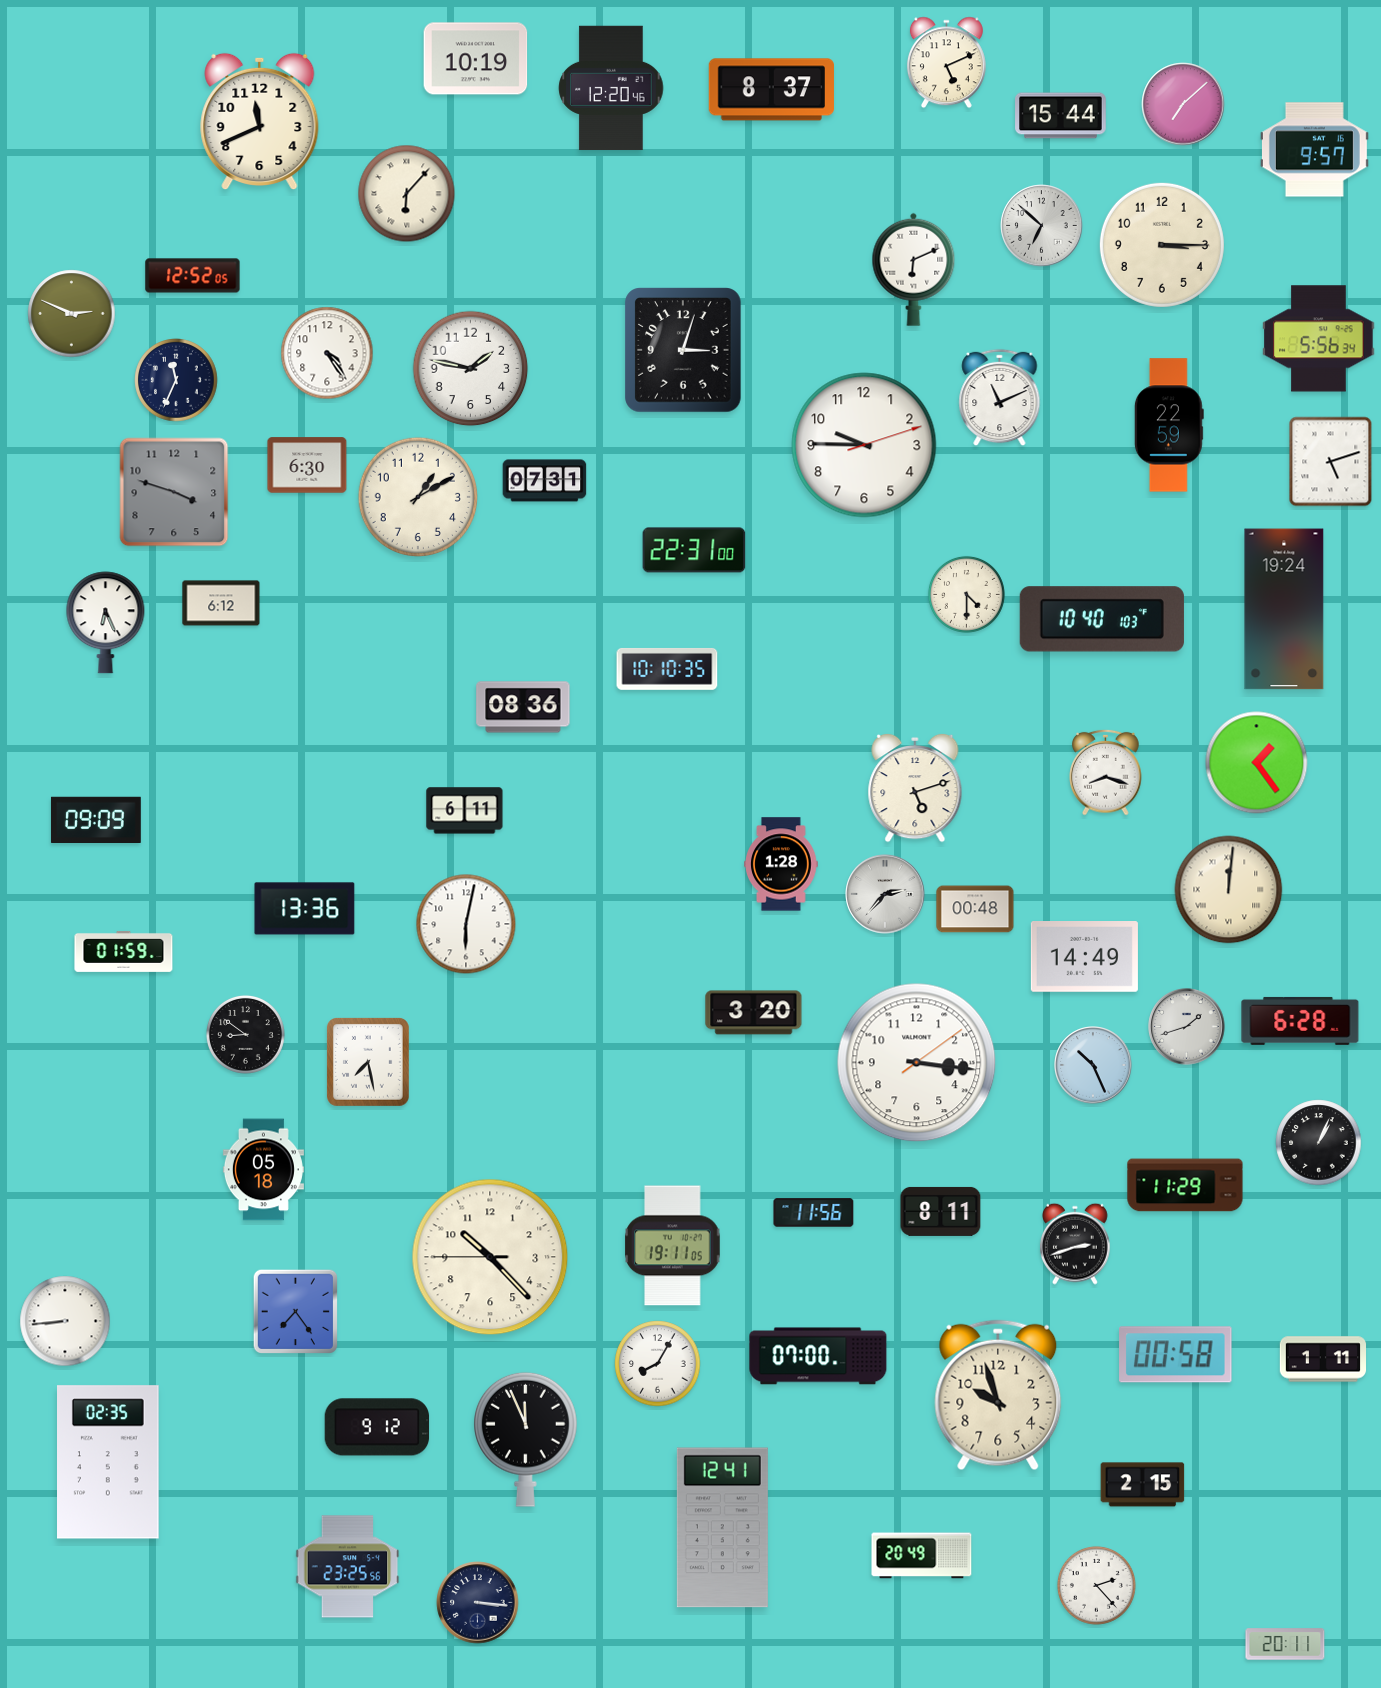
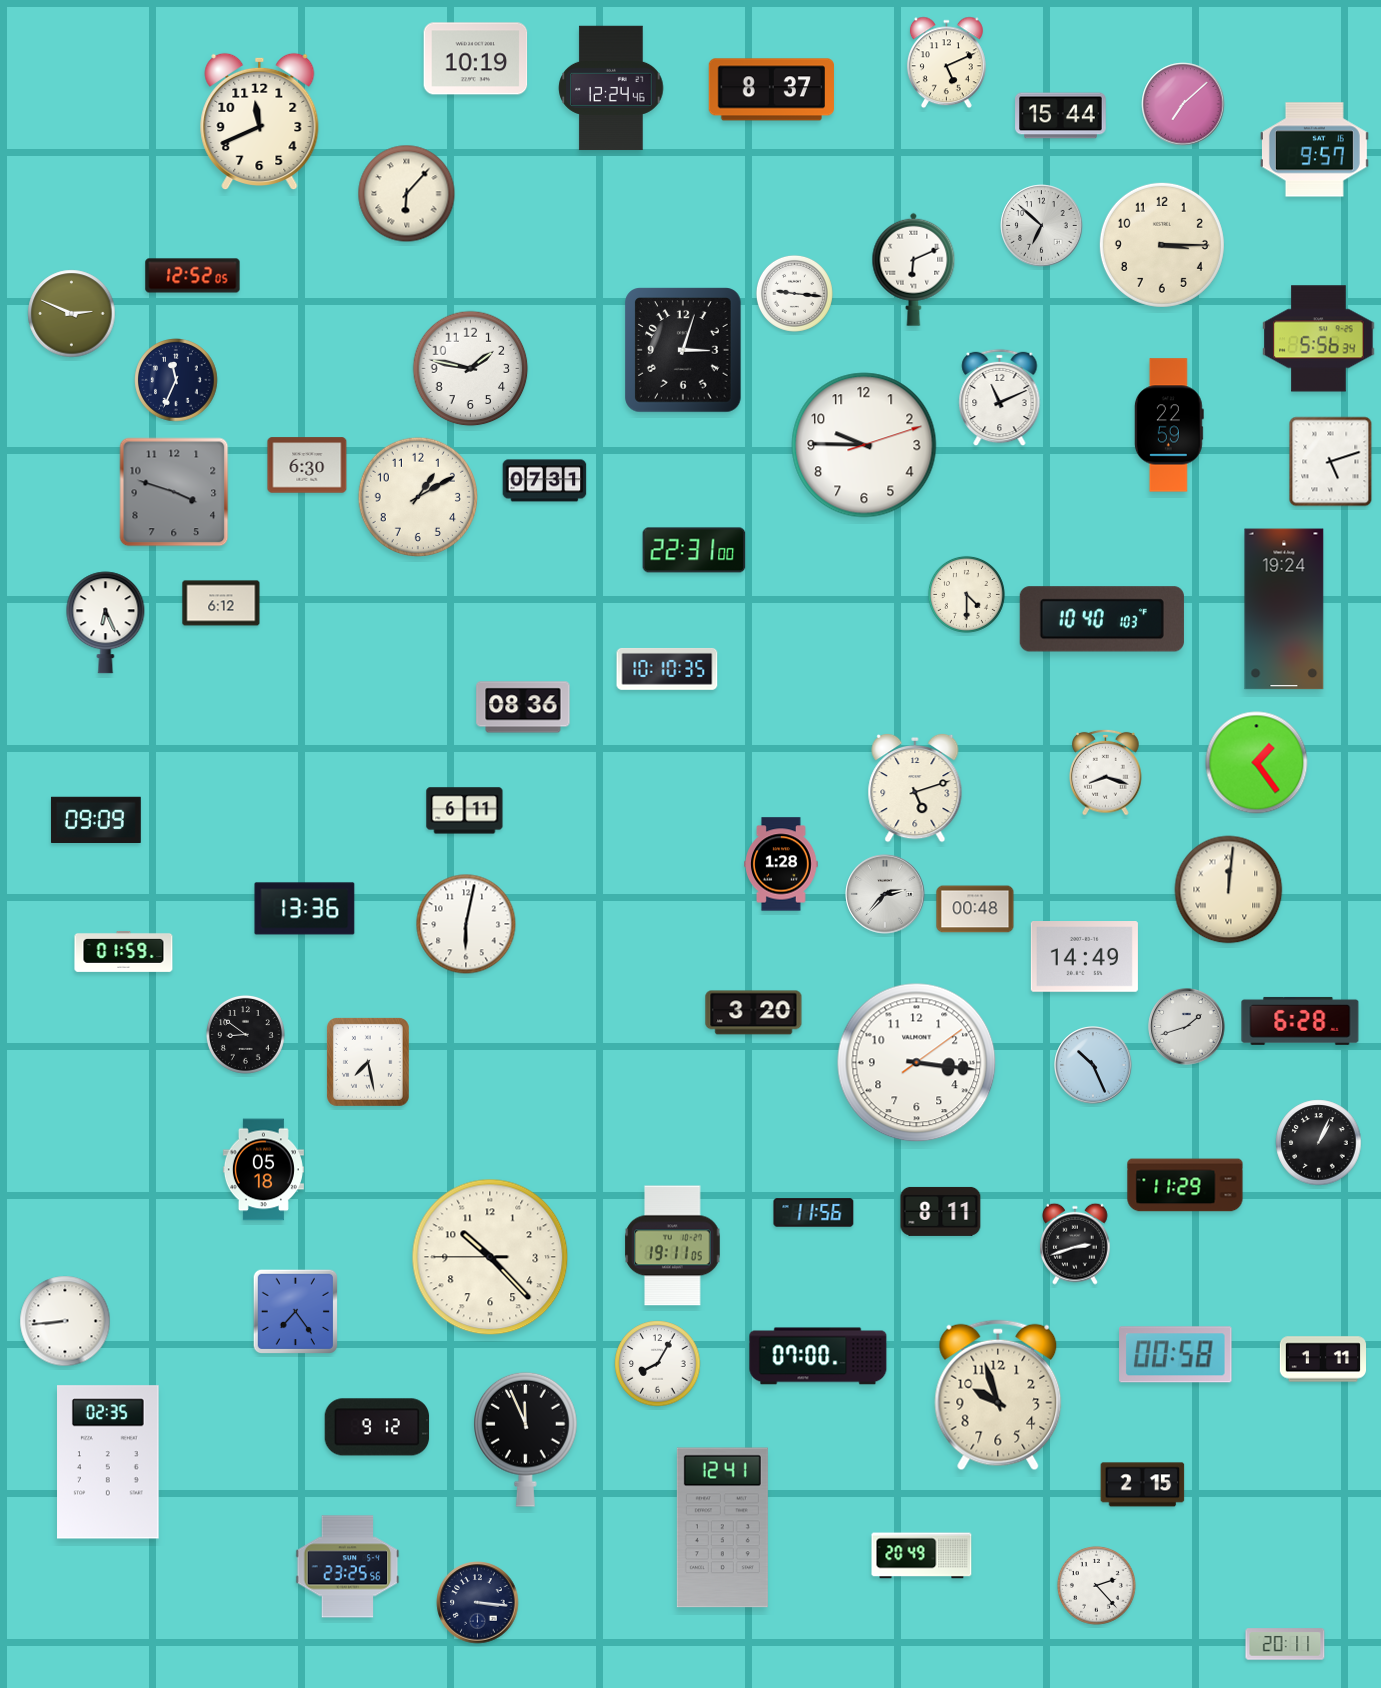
clock at (611, 88): 12:20 -> 12:24
clock at (794, 293): none -> 9:16
clock at (327, 353): 4:24 -> none
